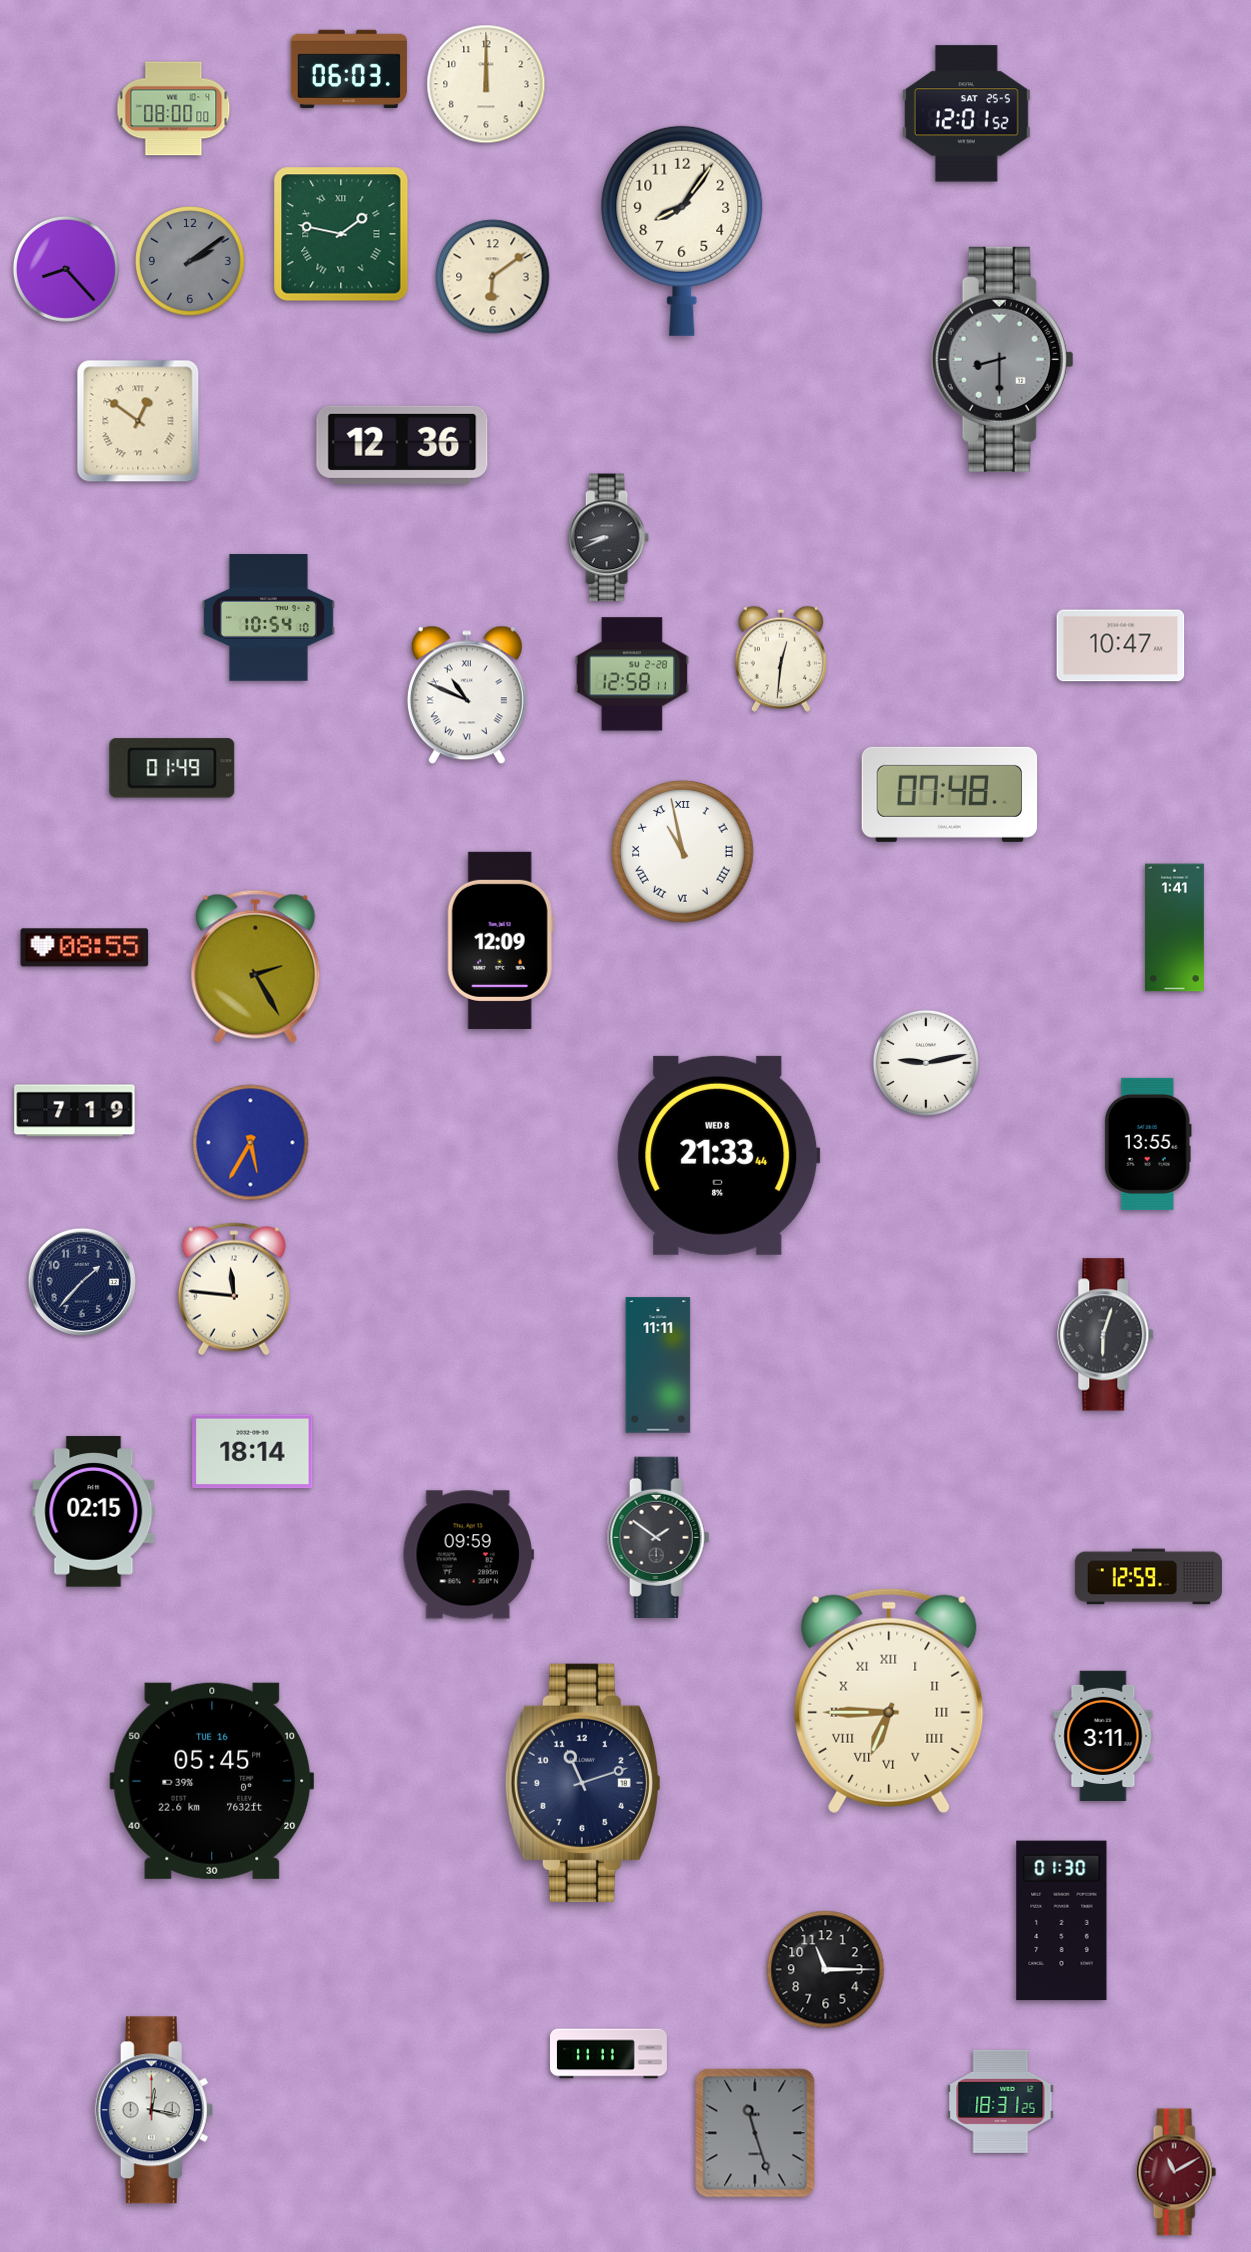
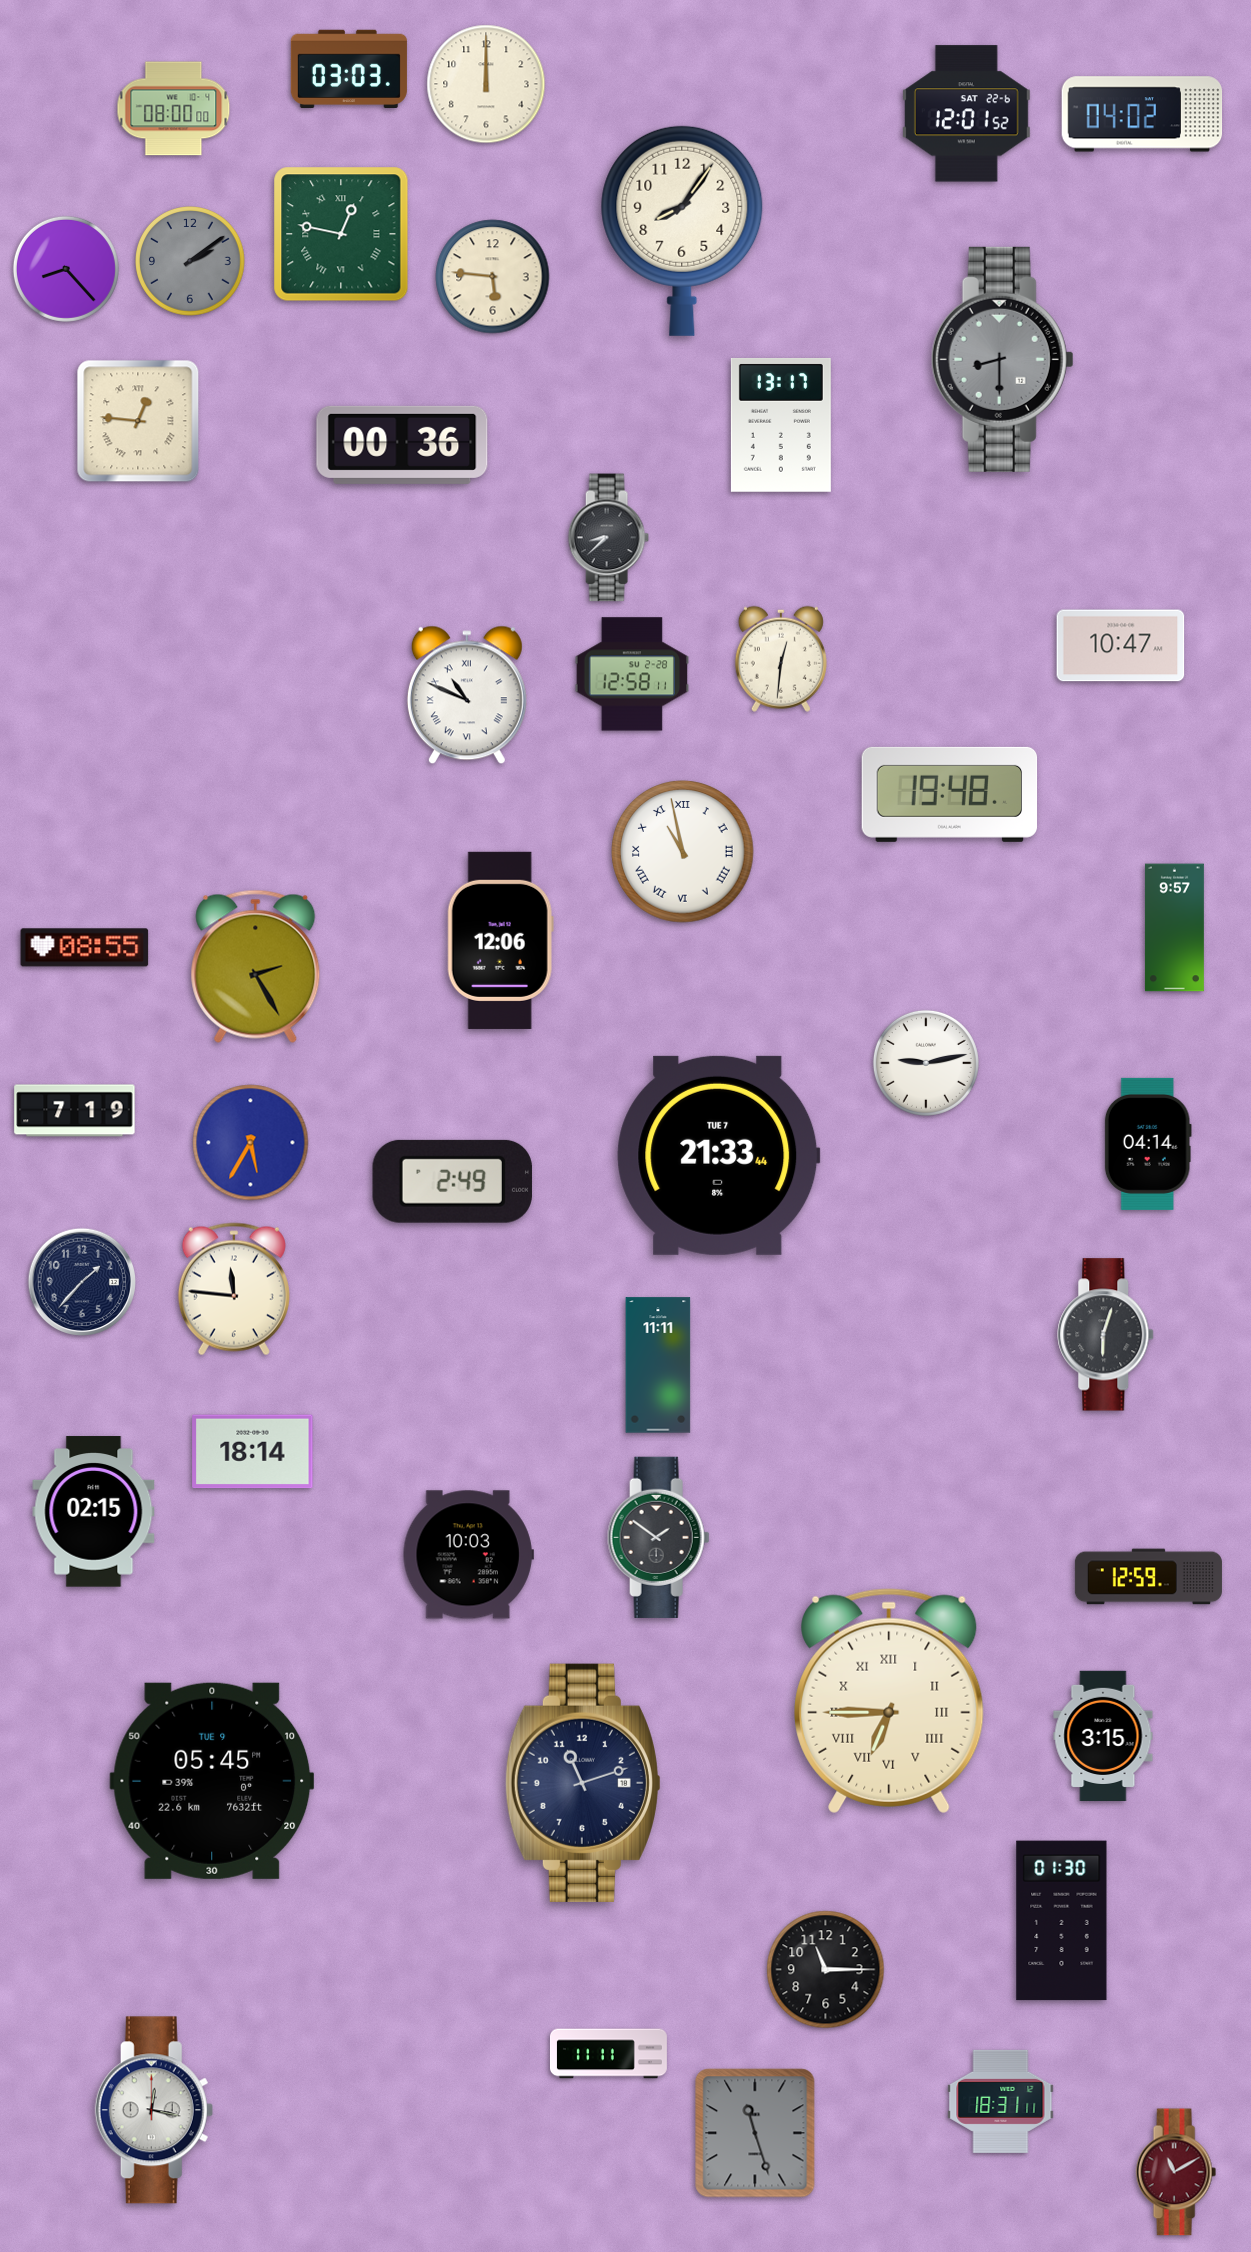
clock at (349, 68): 06:03 -> 03:03
clock at (966, 114) date: SAT 25-5 -> SAT 22-6
clock at (1142, 114): none -> 04:02
clock at (341, 234): 1:47 -> 12:47
clock at (493, 277): 6:09 -> 5:46
clock at (138, 421): 12:51 -> 12:46
clock at (781, 425): none -> 13:17
clock at (402, 445): 12:36 -> 00:36
clock at (608, 538): 8:41 -> 8:38
clock at (268, 618): 10:54 -> none
clock at (172, 768): 01:49 -> none
clock at (950, 794): 07:48 -> 19:48
clock at (1174, 928): 1:41 -> 9:57
clock at (500, 940): 12:09 -> 12:06
clock at (1148, 1144): 13:55 -> 04:14
clock at (719, 1155) date: WED 8 -> TUE 7
clock at (452, 1181): none -> 2:49
clock at (468, 1555): 09:59 -> 10:03
clock at (1103, 1735): 3:11 -> 3:15
clock at (212, 1781) date: TUE 16 -> TUE 9
clock at (1001, 2101): 18:31:25 -> 18:31:11
